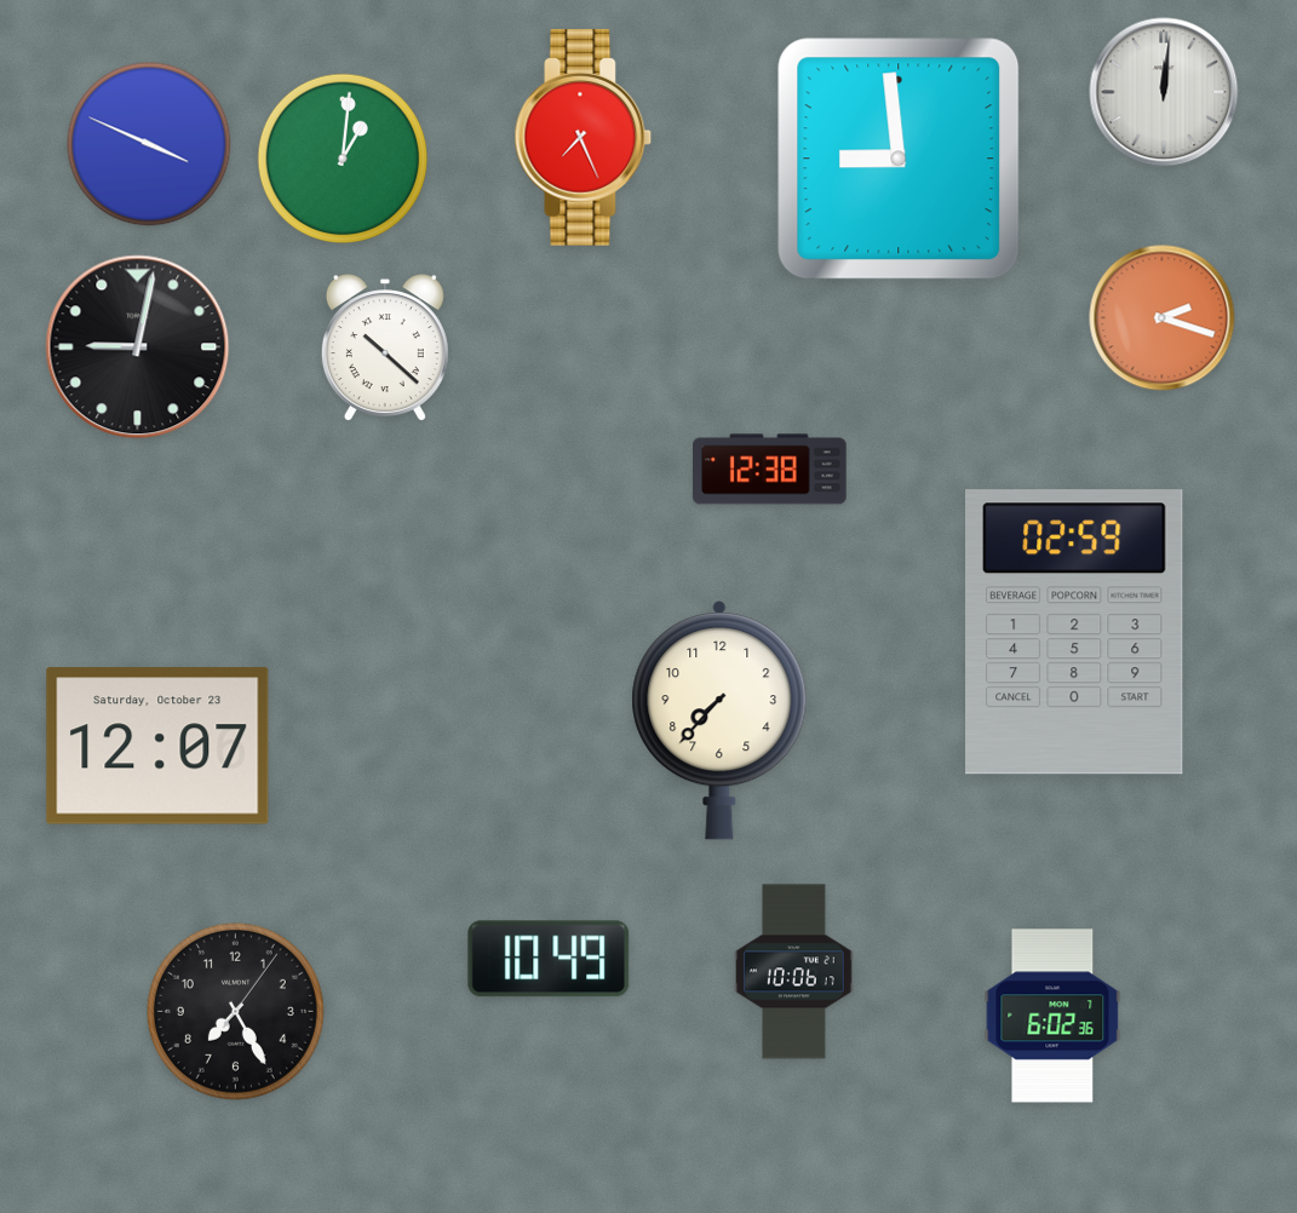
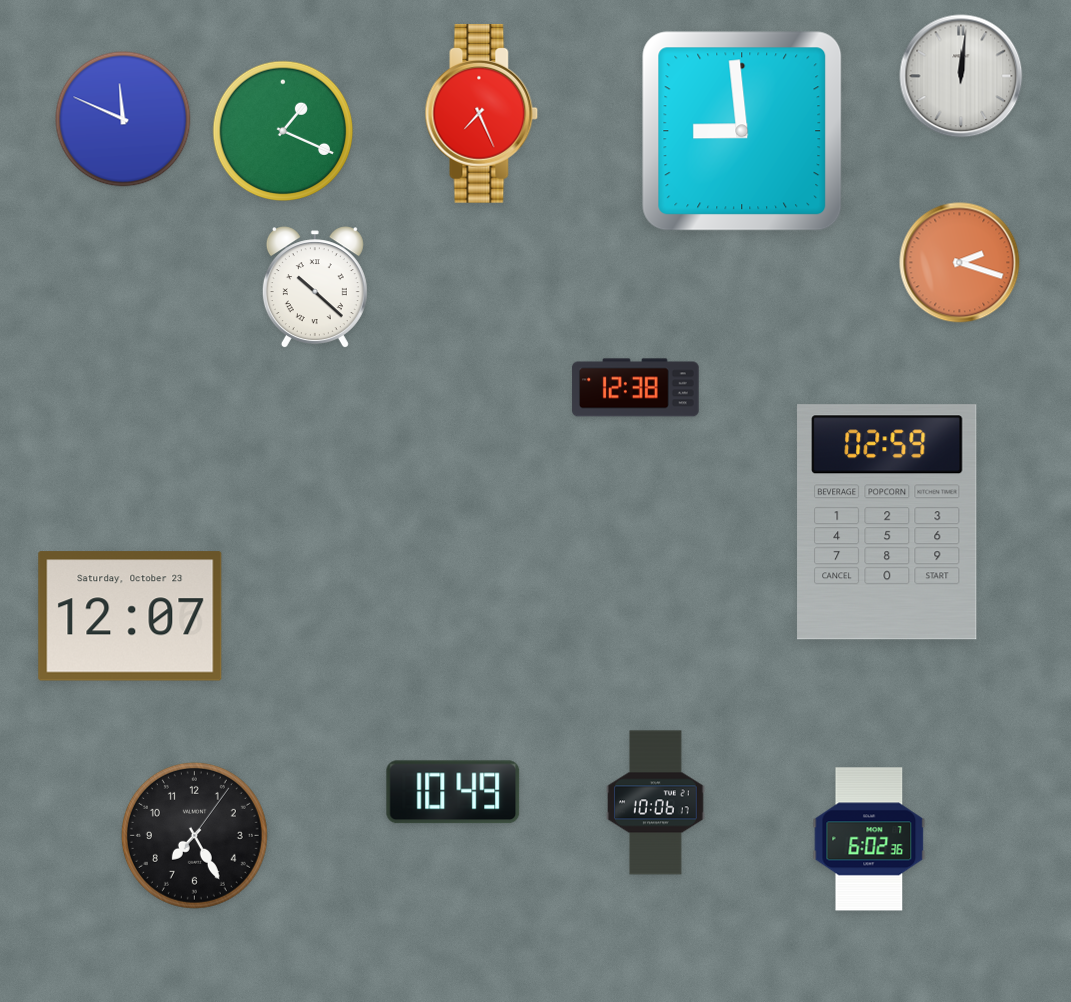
clock at (149, 144): 3:49 -> 11:49
clock at (343, 159): 1:01 -> 1:19
clock at (138, 347): 9:02 -> none
clock at (385, 349) position: (385, 349) -> (315, 288)
clock at (719, 722): 7:37 -> none
